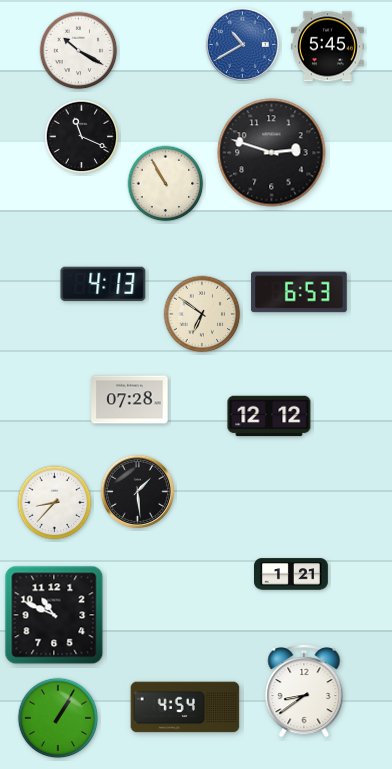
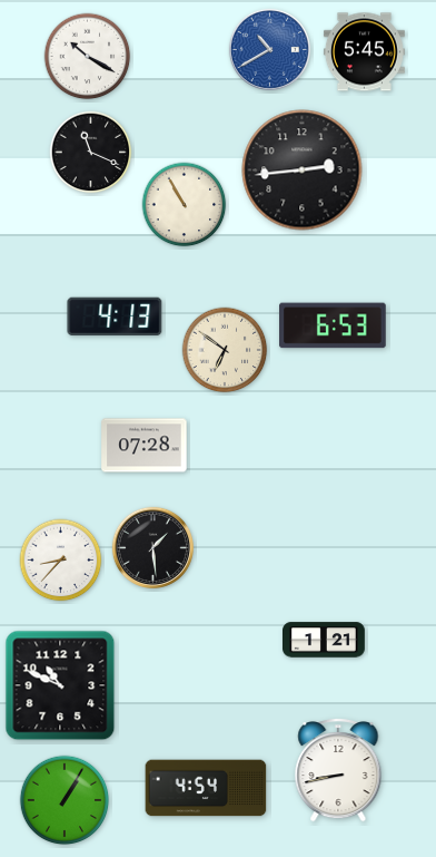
clock at (272, 153): 2:48 -> 2:44
clock at (269, 416): 12:12 -> none
clock at (304, 691): 8:39 -> 8:43
